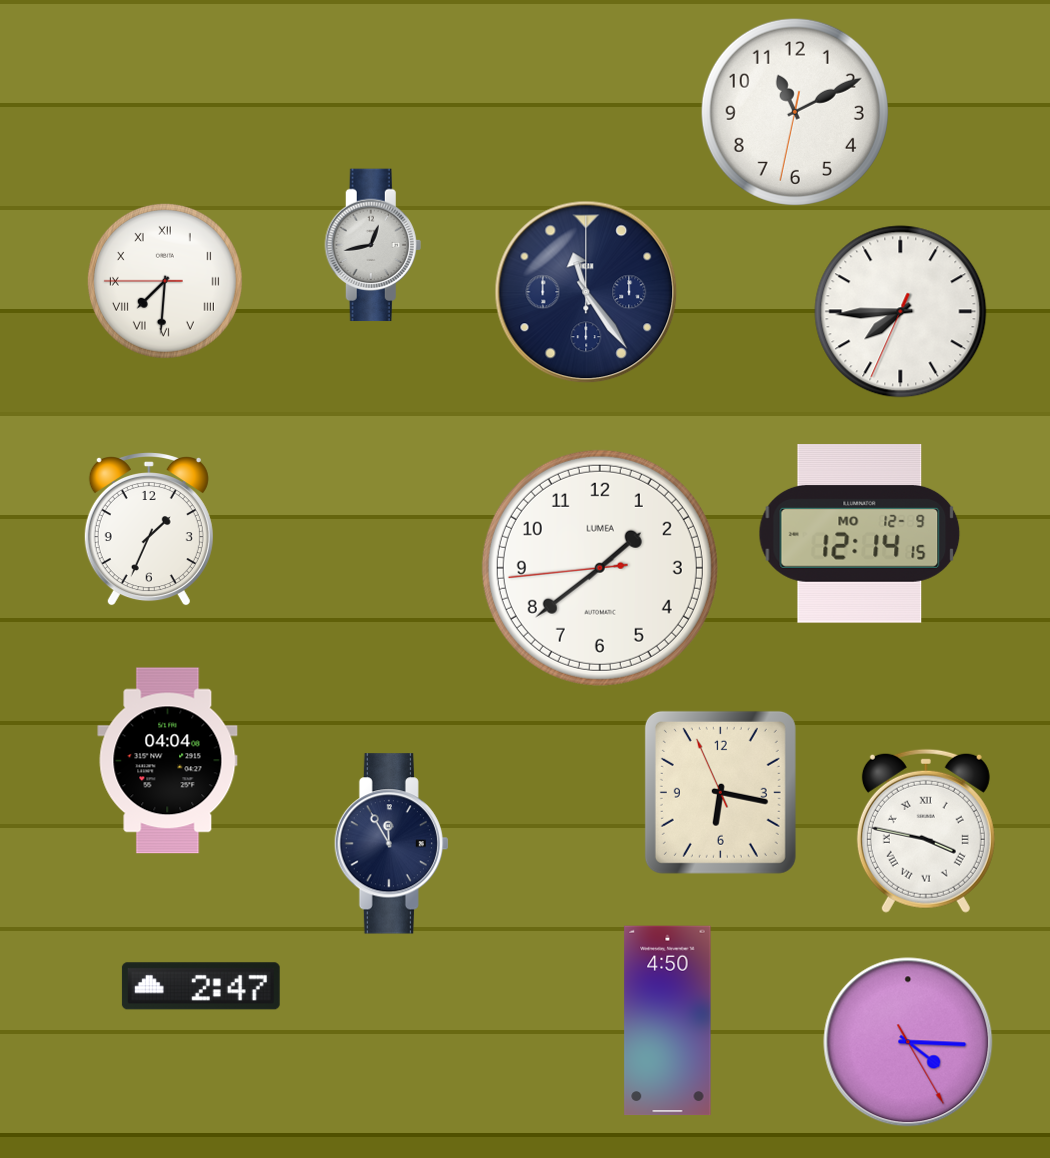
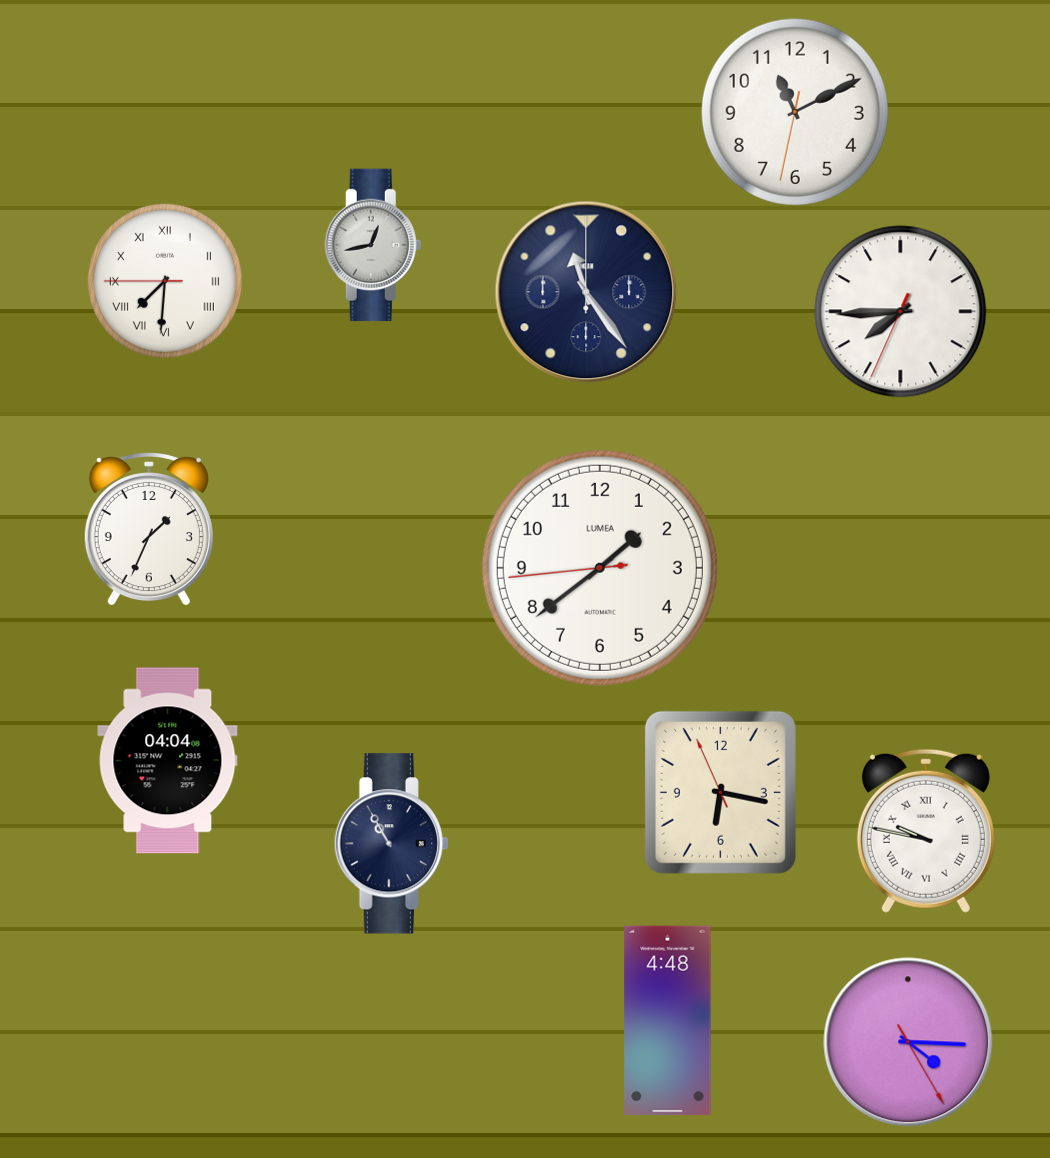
clock at (860, 534): 12:14 -> none
clock at (926, 831): 3:47 -> 9:47
clock at (391, 844): 11:55 -> 10:55
clock at (201, 986): 2:47 -> none
clock at (668, 1021): 4:50 -> 4:48
